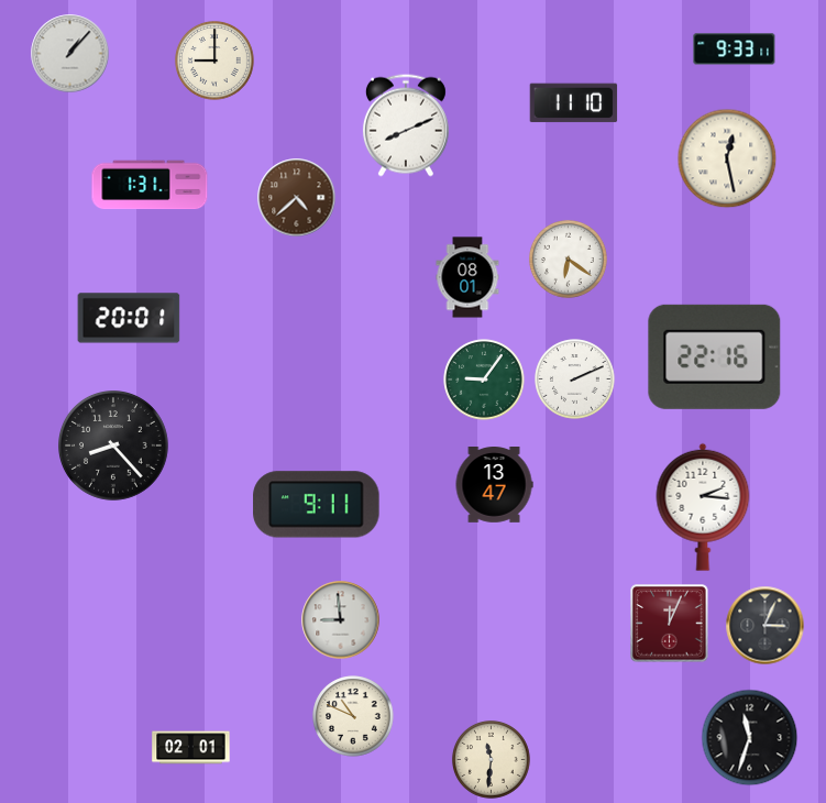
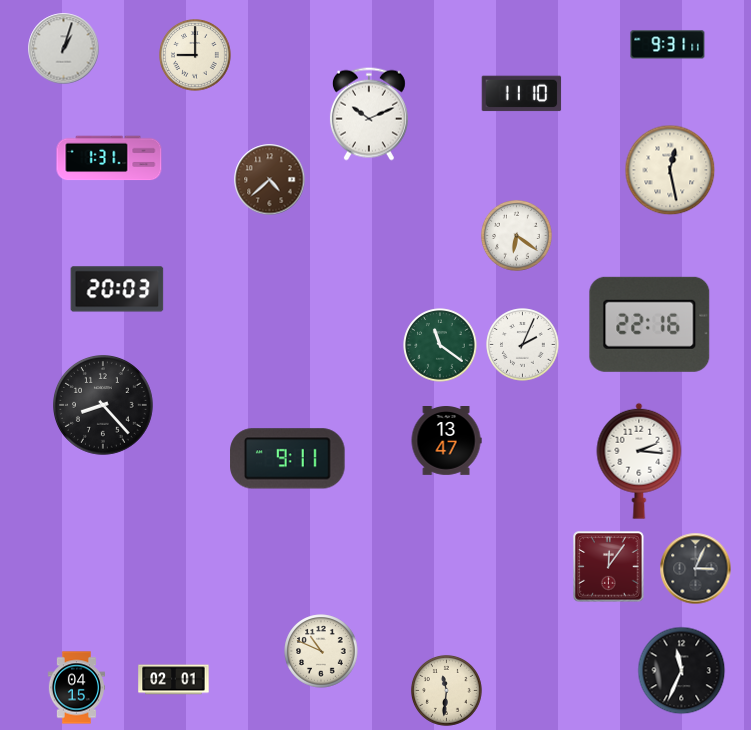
clock at (735, 50): 9:33 -> 9:31
clock at (70, 54): 1:07 -> 1:03
clock at (406, 125): 8:11 -> 10:11
clock at (727, 158) position: (727, 158) -> (670, 170)
clock at (150, 185) position: (150, 185) -> (109, 158)
clock at (467, 277): 08:01 -> none
clock at (129, 318): 20:01 -> 20:03
clock at (484, 380): 9:06 -> 11:21
clock at (575, 380): 2:11 -> 2:04
clock at (494, 485) position: (494, 485) -> (446, 441)
clock at (341, 620): 8:59 -> none
clock at (670, 624): 12:04 -> 12:06
clock at (750, 738): 11:33 -> 11:34
clock at (76, 688): none -> 04:15
